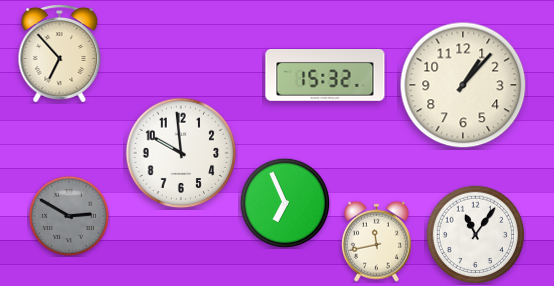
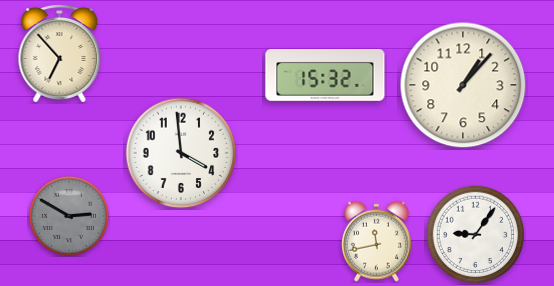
clock at (181, 153): 9:59 -> 3:59
clock at (284, 202): 6:56 -> none
clock at (476, 235): 11:06 -> 9:06
